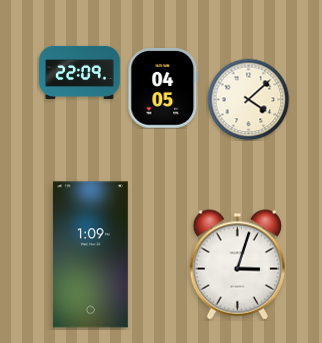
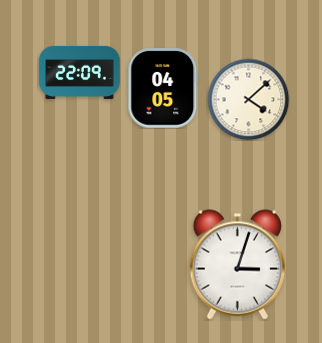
clock at (90, 255): 1:09 -> none
